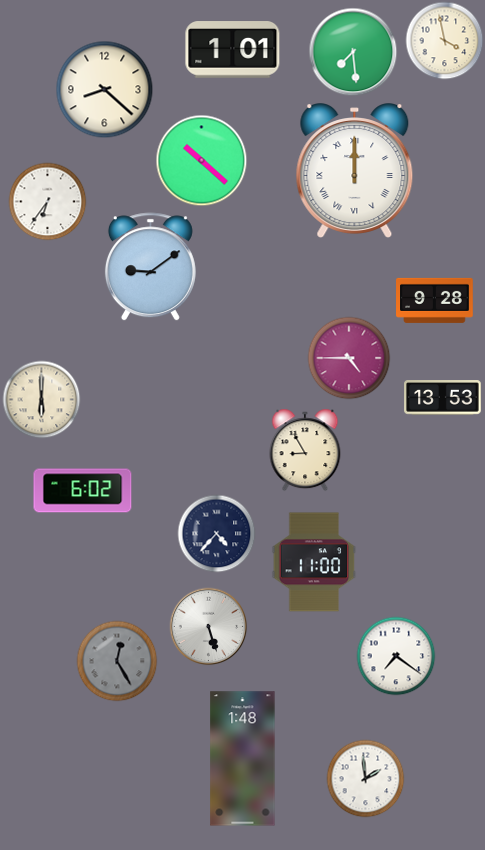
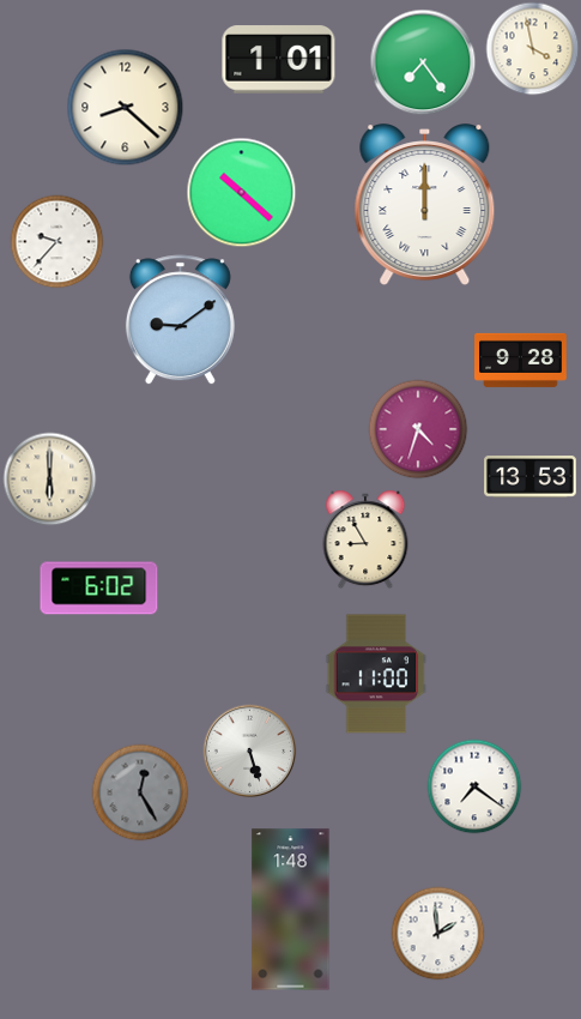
clock at (353, 52): 7:29 -> 7:24
clock at (47, 201): 6:36 -> 9:37
clock at (349, 358): 4:45 -> 4:33
clock at (216, 533): 4:37 -> none
